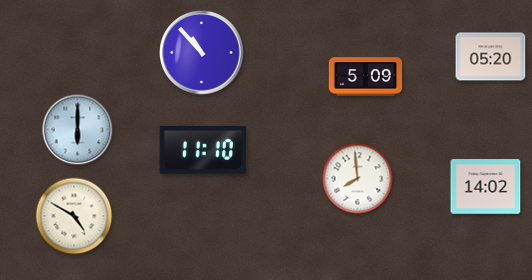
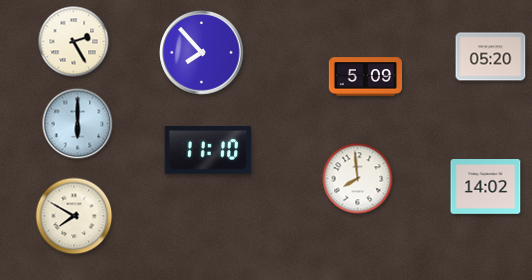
clock at (74, 42): none -> 2:25
clock at (202, 53): 10:53 -> 7:53
clock at (78, 130) position: (78, 130) -> (78, 124)
clock at (202, 150) position: (202, 150) -> (207, 150)
clock at (74, 216): 4:50 -> 7:50
